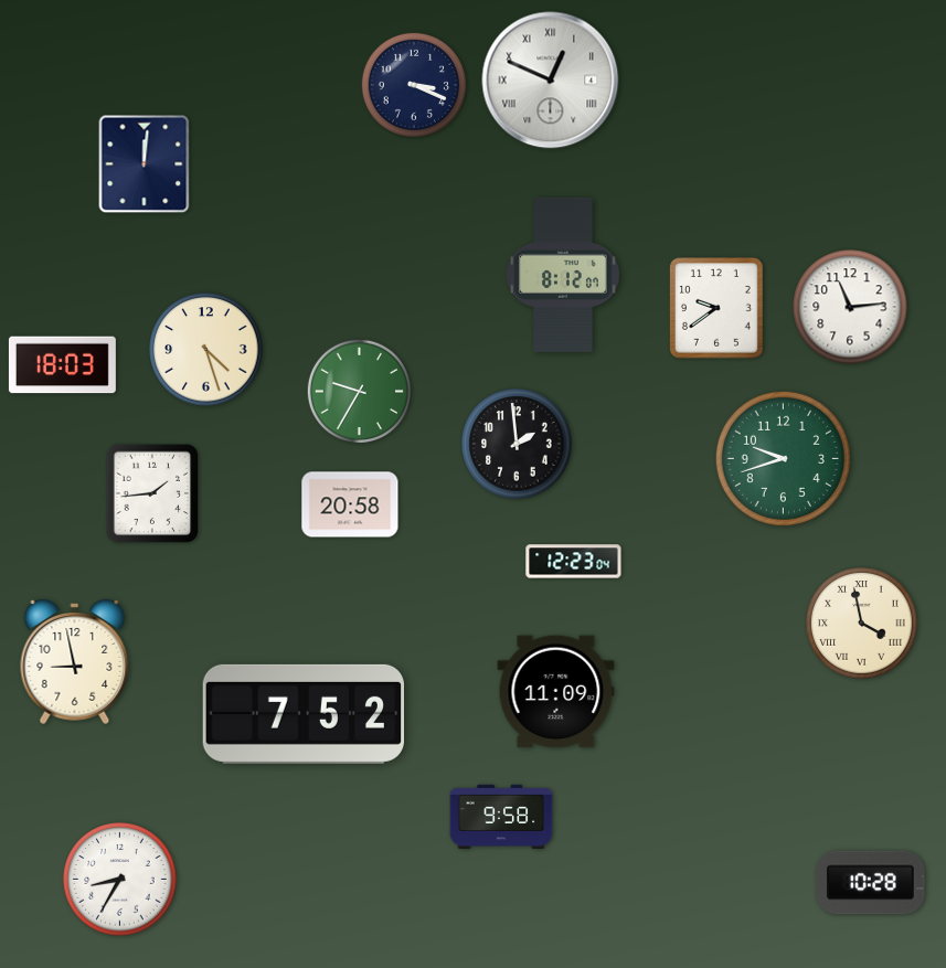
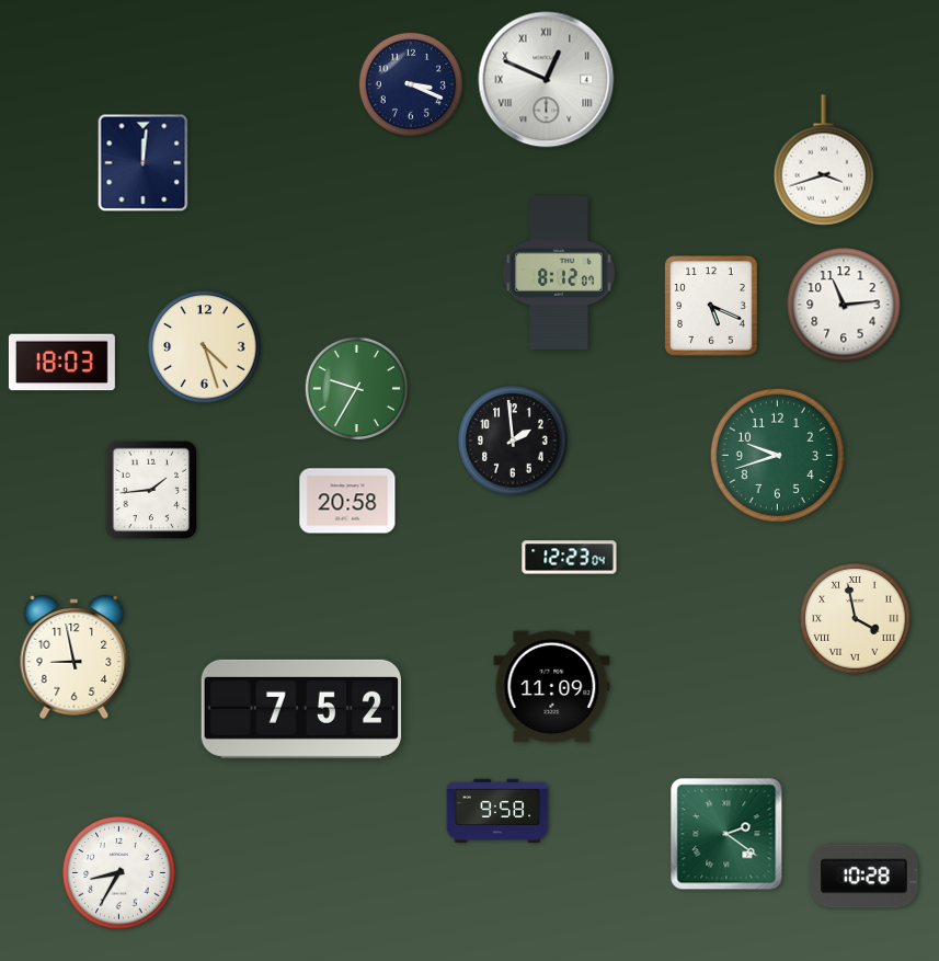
clock at (823, 160): none -> 3:42
clock at (716, 308): 9:39 -> 5:19
clock at (726, 834): none -> 2:21
